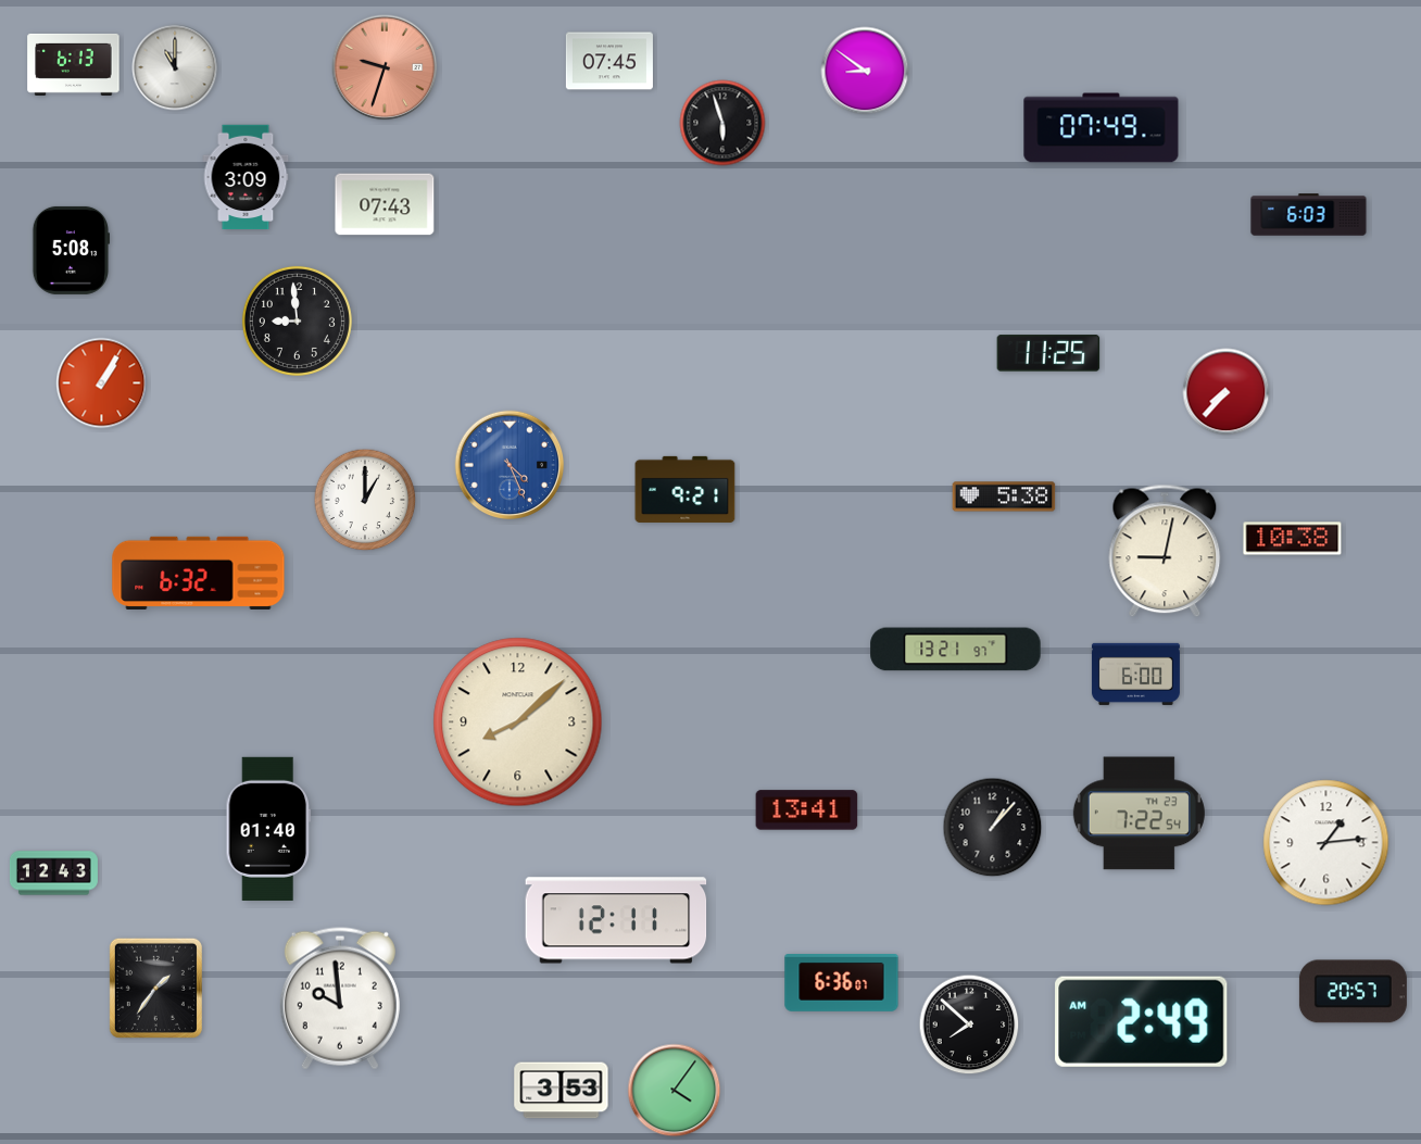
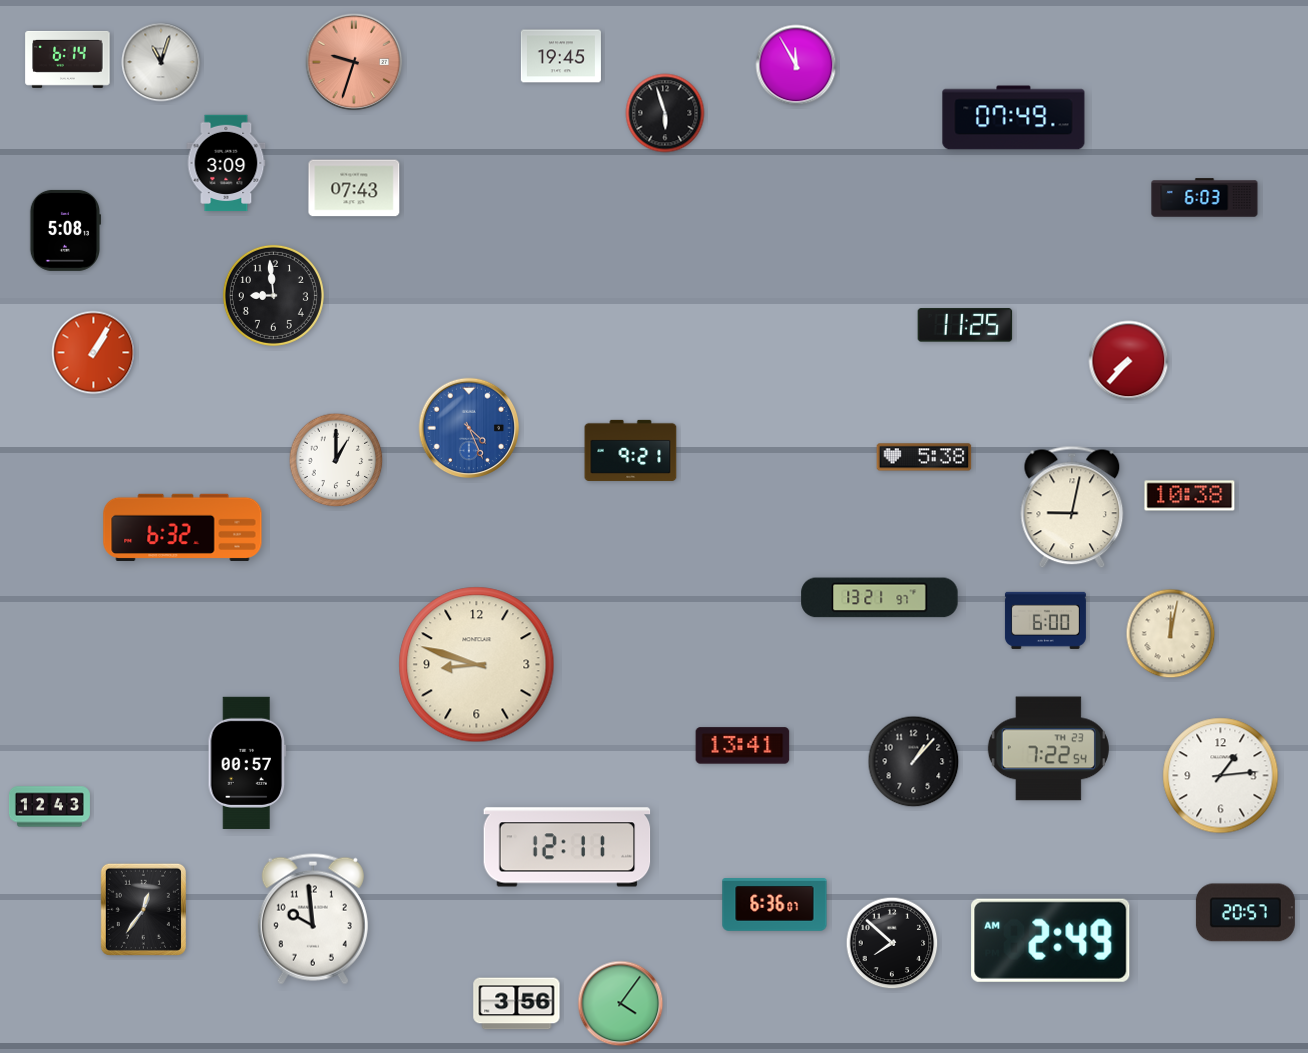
clock at (609, 61): 07:45 -> 19:45
clock at (74, 64): 6:13 -> 6:14
clock at (175, 67): 11:00 -> 11:03
clock at (865, 71): 8:51 -> 11:55
clock at (1171, 634): none -> 12:02
clock at (518, 722): 8:08 -> 8:48
clock at (268, 828): 01:40 -> 00:57
clock at (53, 873) position: (53, 873) -> (49, 807)
clock at (155, 988): 1:36 -> 12:36
clock at (562, 1091): 3:53 -> 3:56
